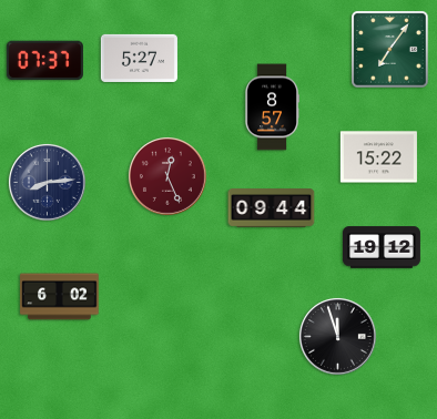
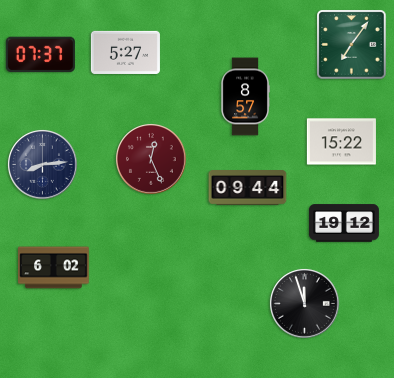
clock at (272, 208) position: (272, 208) -> (248, 188)
